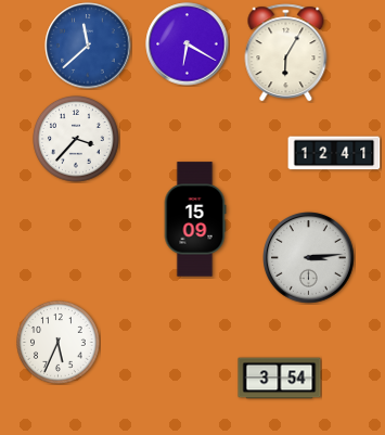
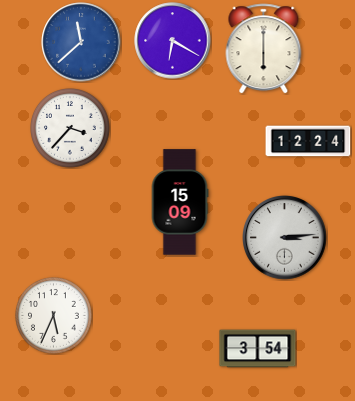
clock at (286, 53): 6:05 -> 6:00
clock at (334, 153): 12:41 -> 12:24
